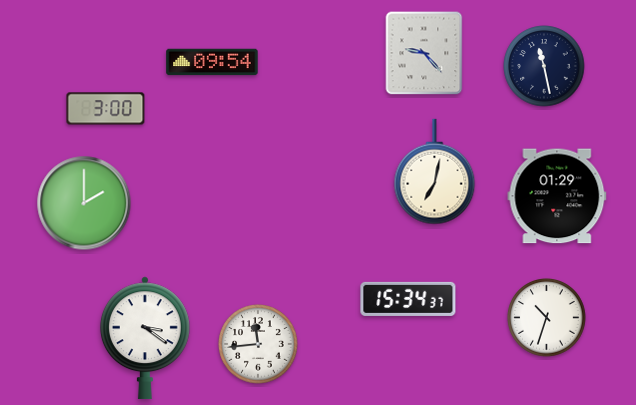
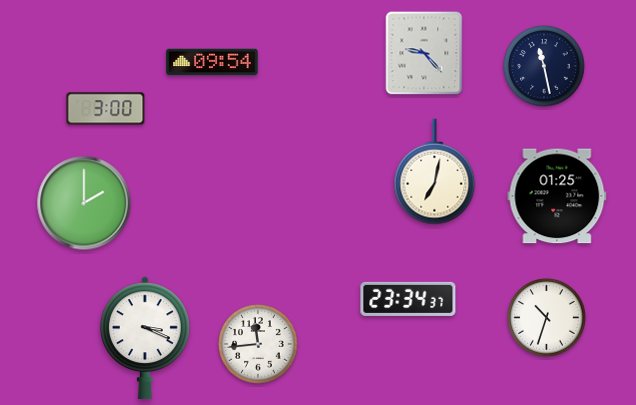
clock at (557, 196): 01:29 -> 01:25
clock at (408, 299): 15:34 -> 23:34
clock at (145, 338): 3:21 -> 3:19
